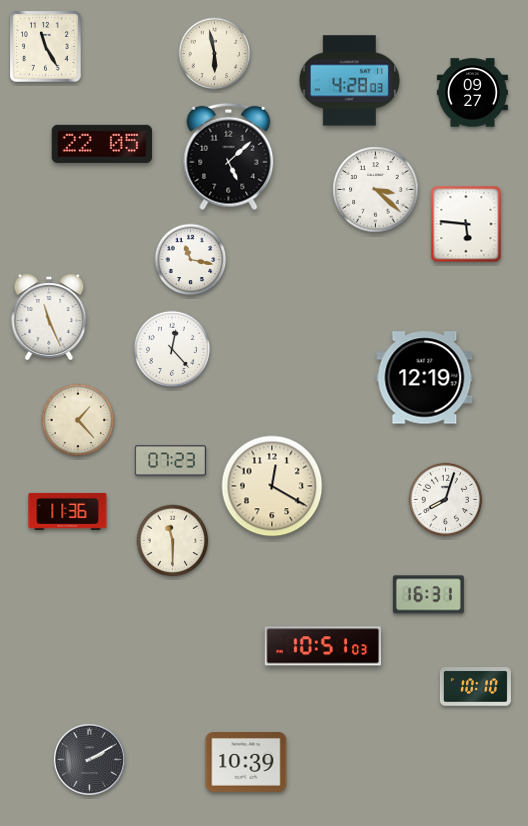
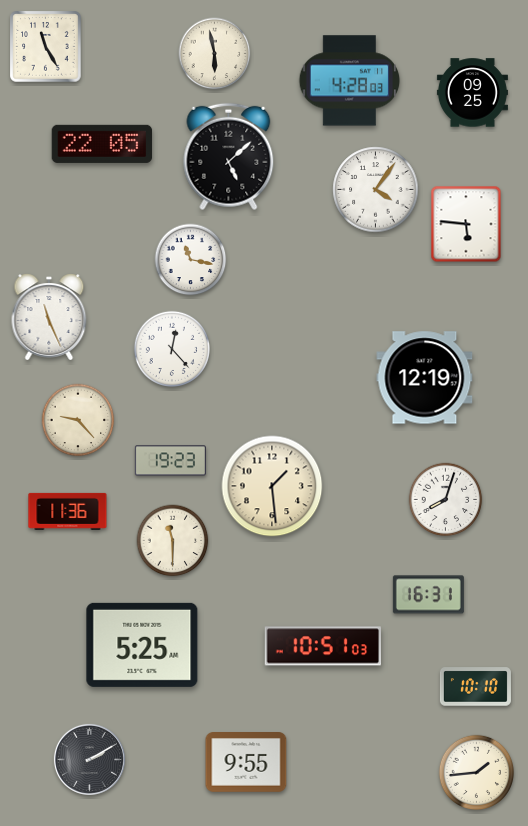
clock at (472, 93): 09:27 -> 09:25
clock at (376, 190): 3:22 -> 4:06
clock at (78, 420): 1:23 -> 9:23
clock at (170, 461): 07:23 -> 19:23
clock at (272, 486): 12:20 -> 1:29
clock at (142, 645): none -> 5:25
clock at (246, 763): 10:39 -> 9:55
clock at (477, 773): none -> 1:44
